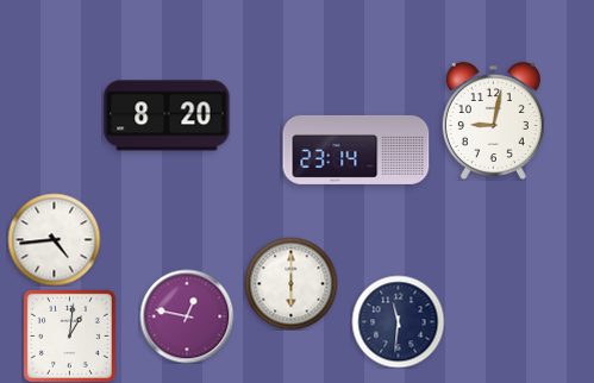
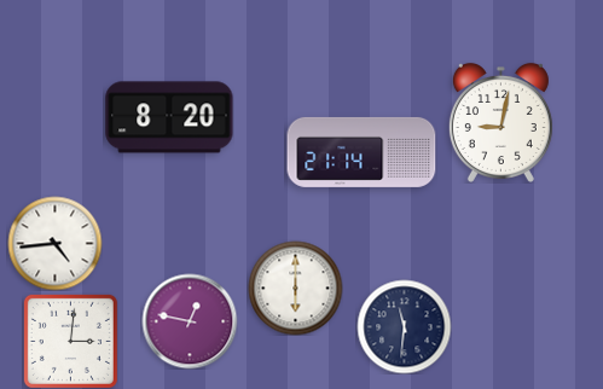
clock at (356, 150): 23:14 -> 21:14
clock at (69, 335): 1:01 -> 3:01
